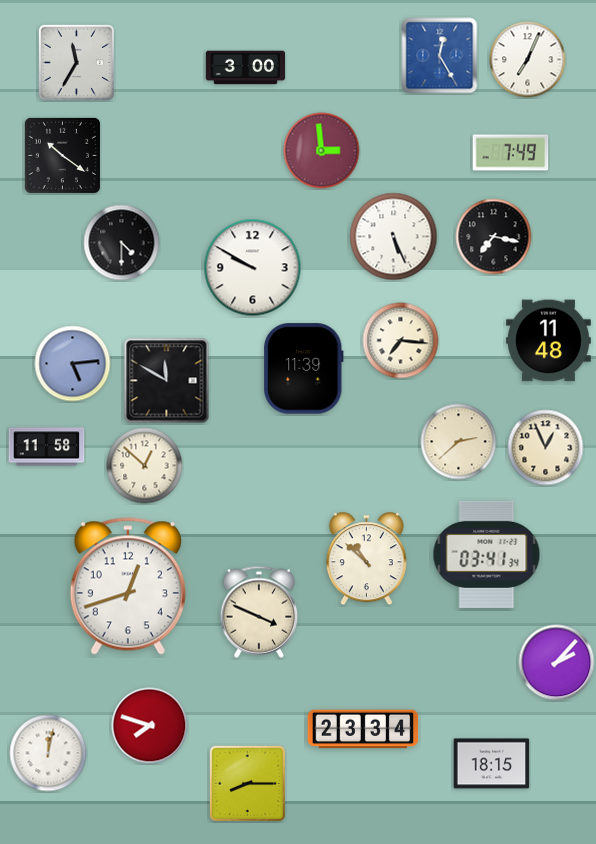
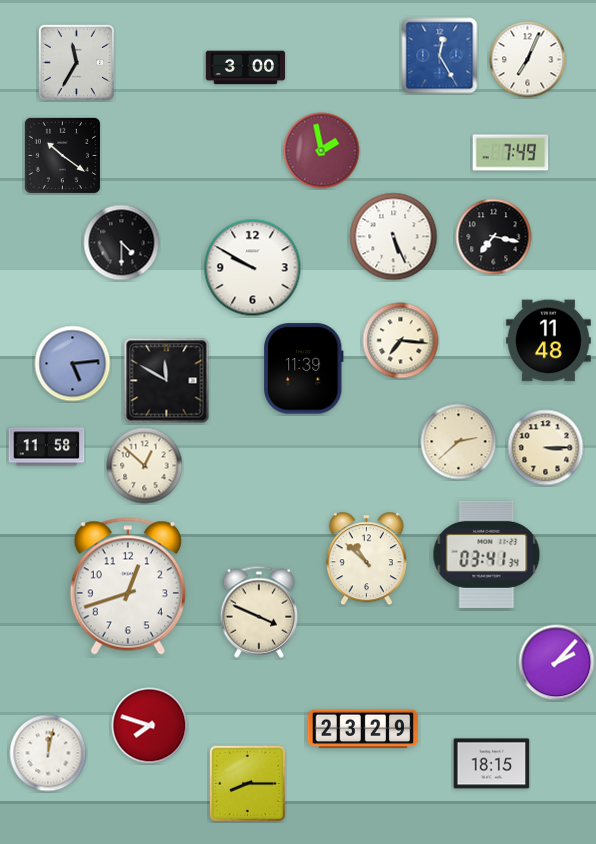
clock at (322, 151): 2:59 -> 1:58
clock at (546, 448): 12:56 -> 3:15
clock at (363, 729): 23:34 -> 23:29
